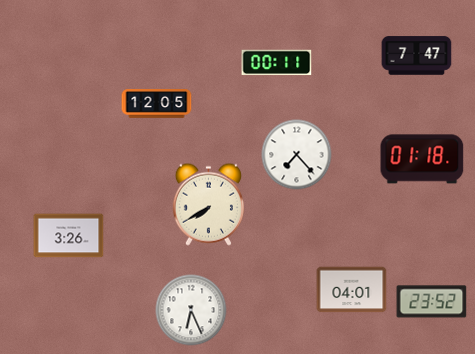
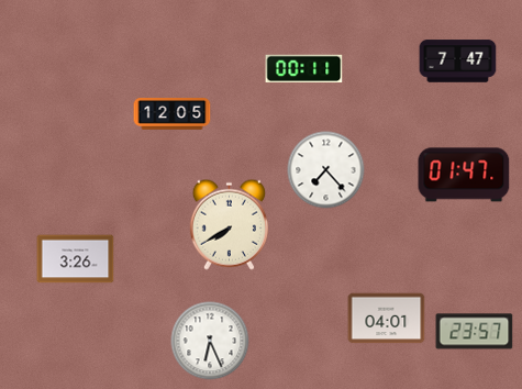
clock at (422, 159): 01:18 -> 01:47
clock at (432, 302): 23:52 -> 23:57
